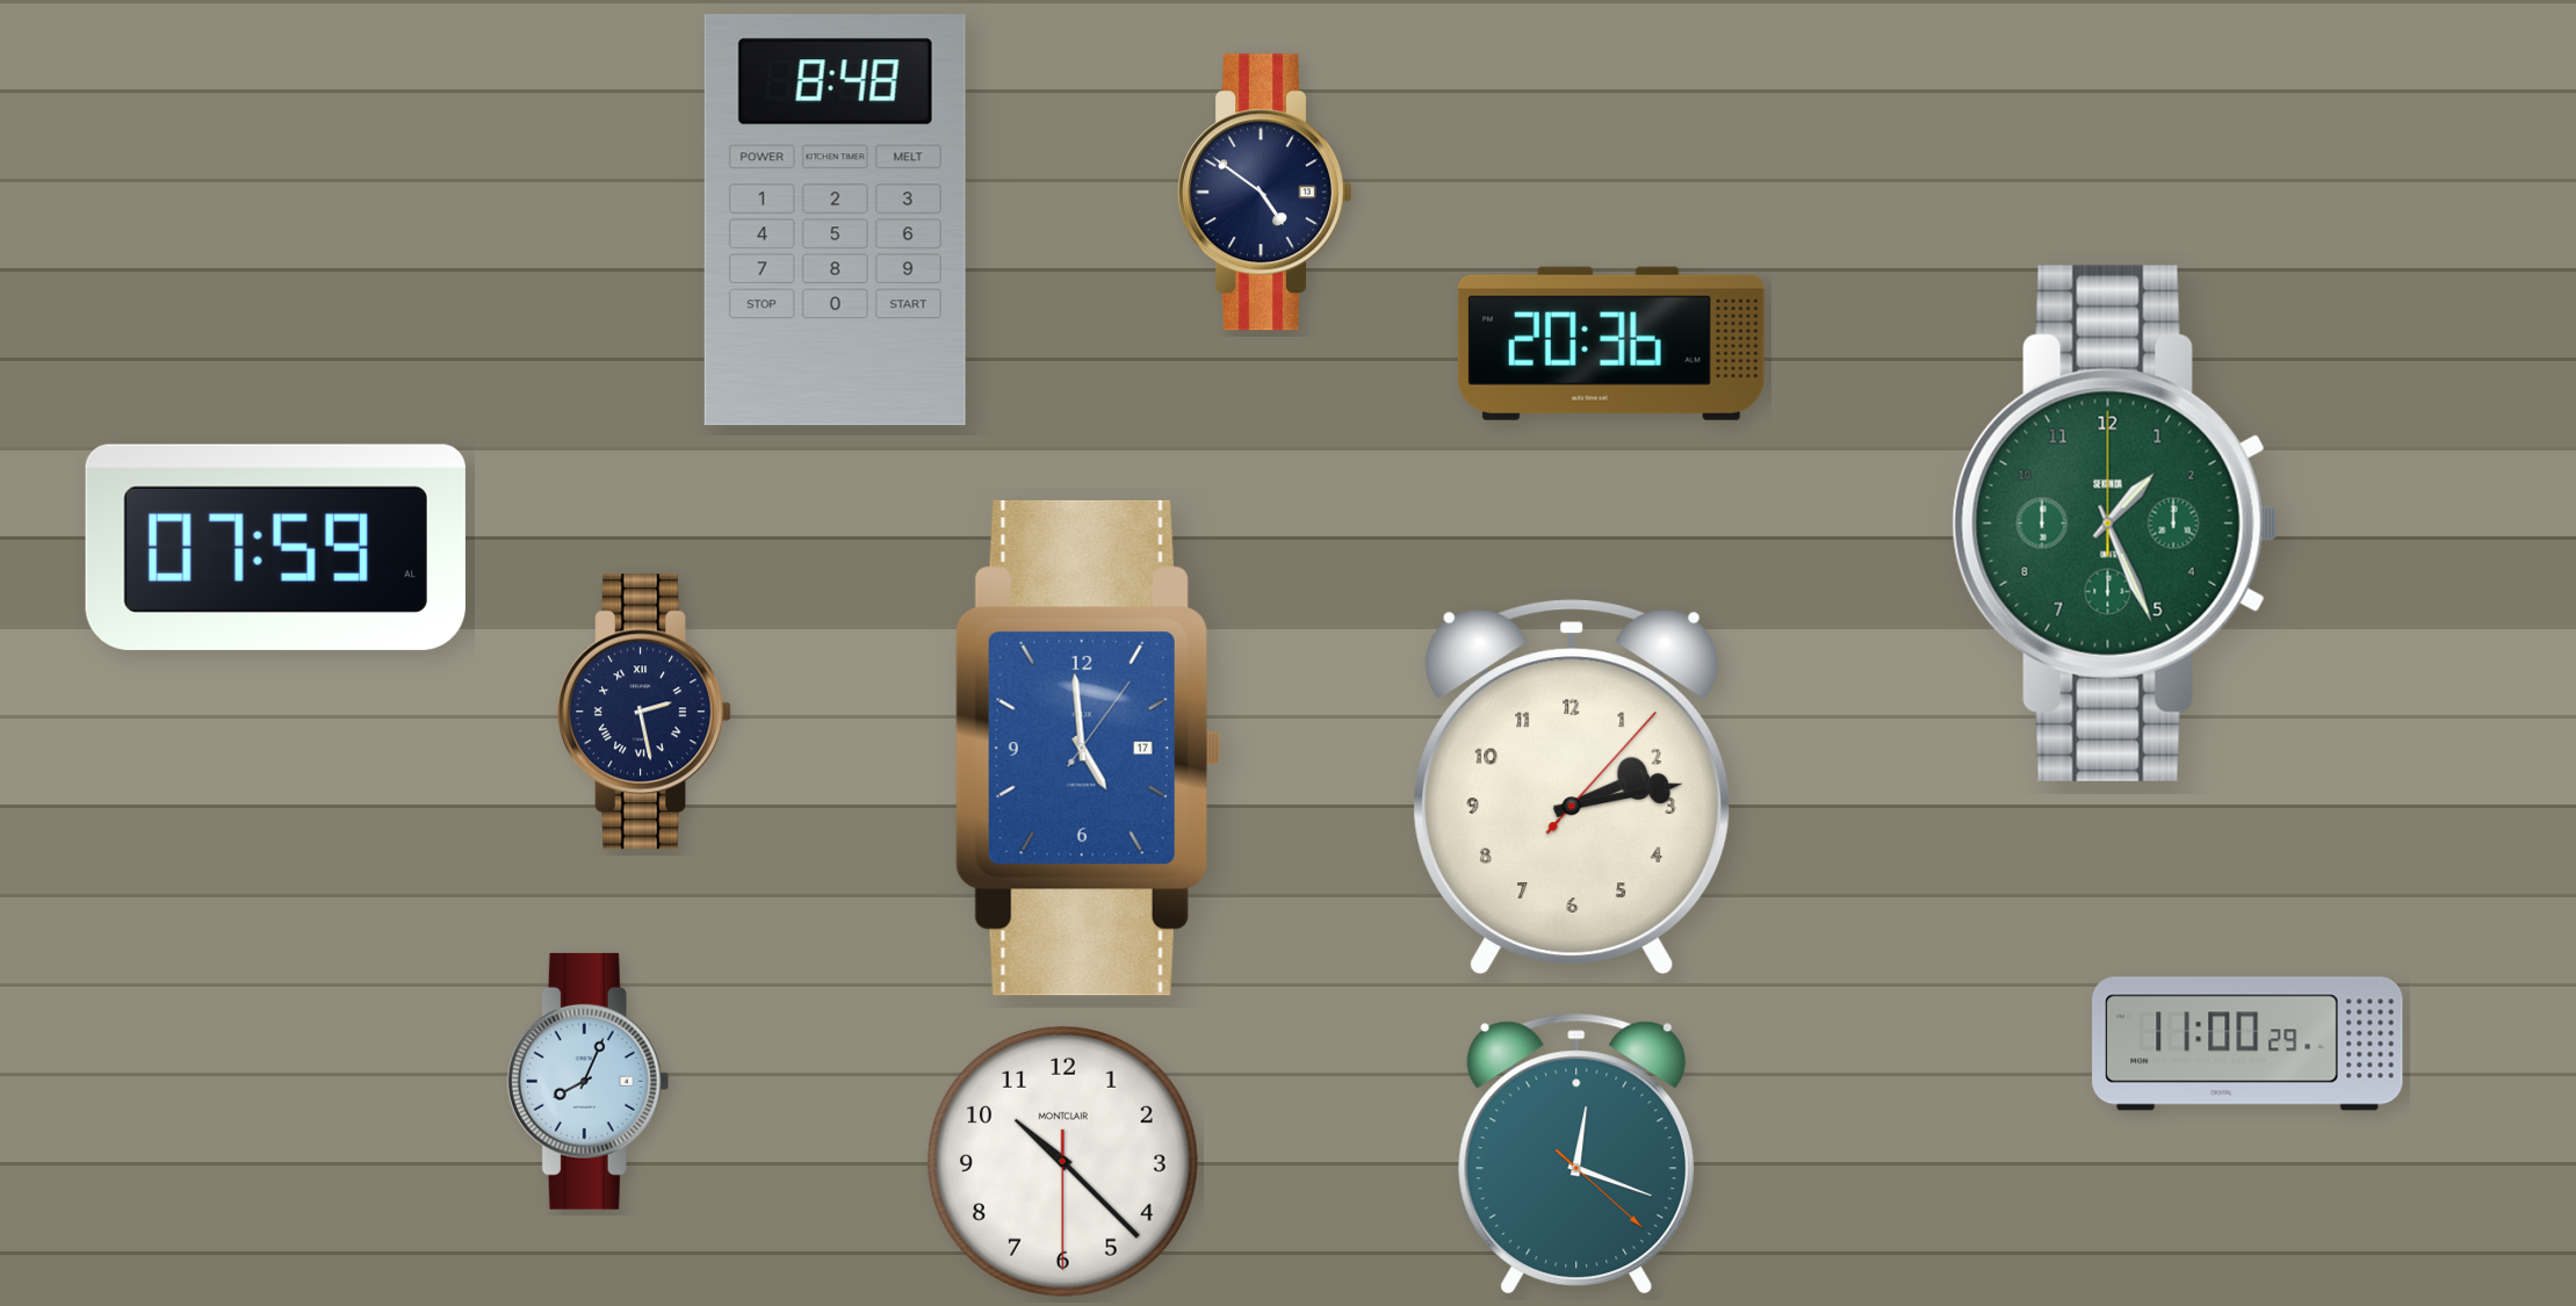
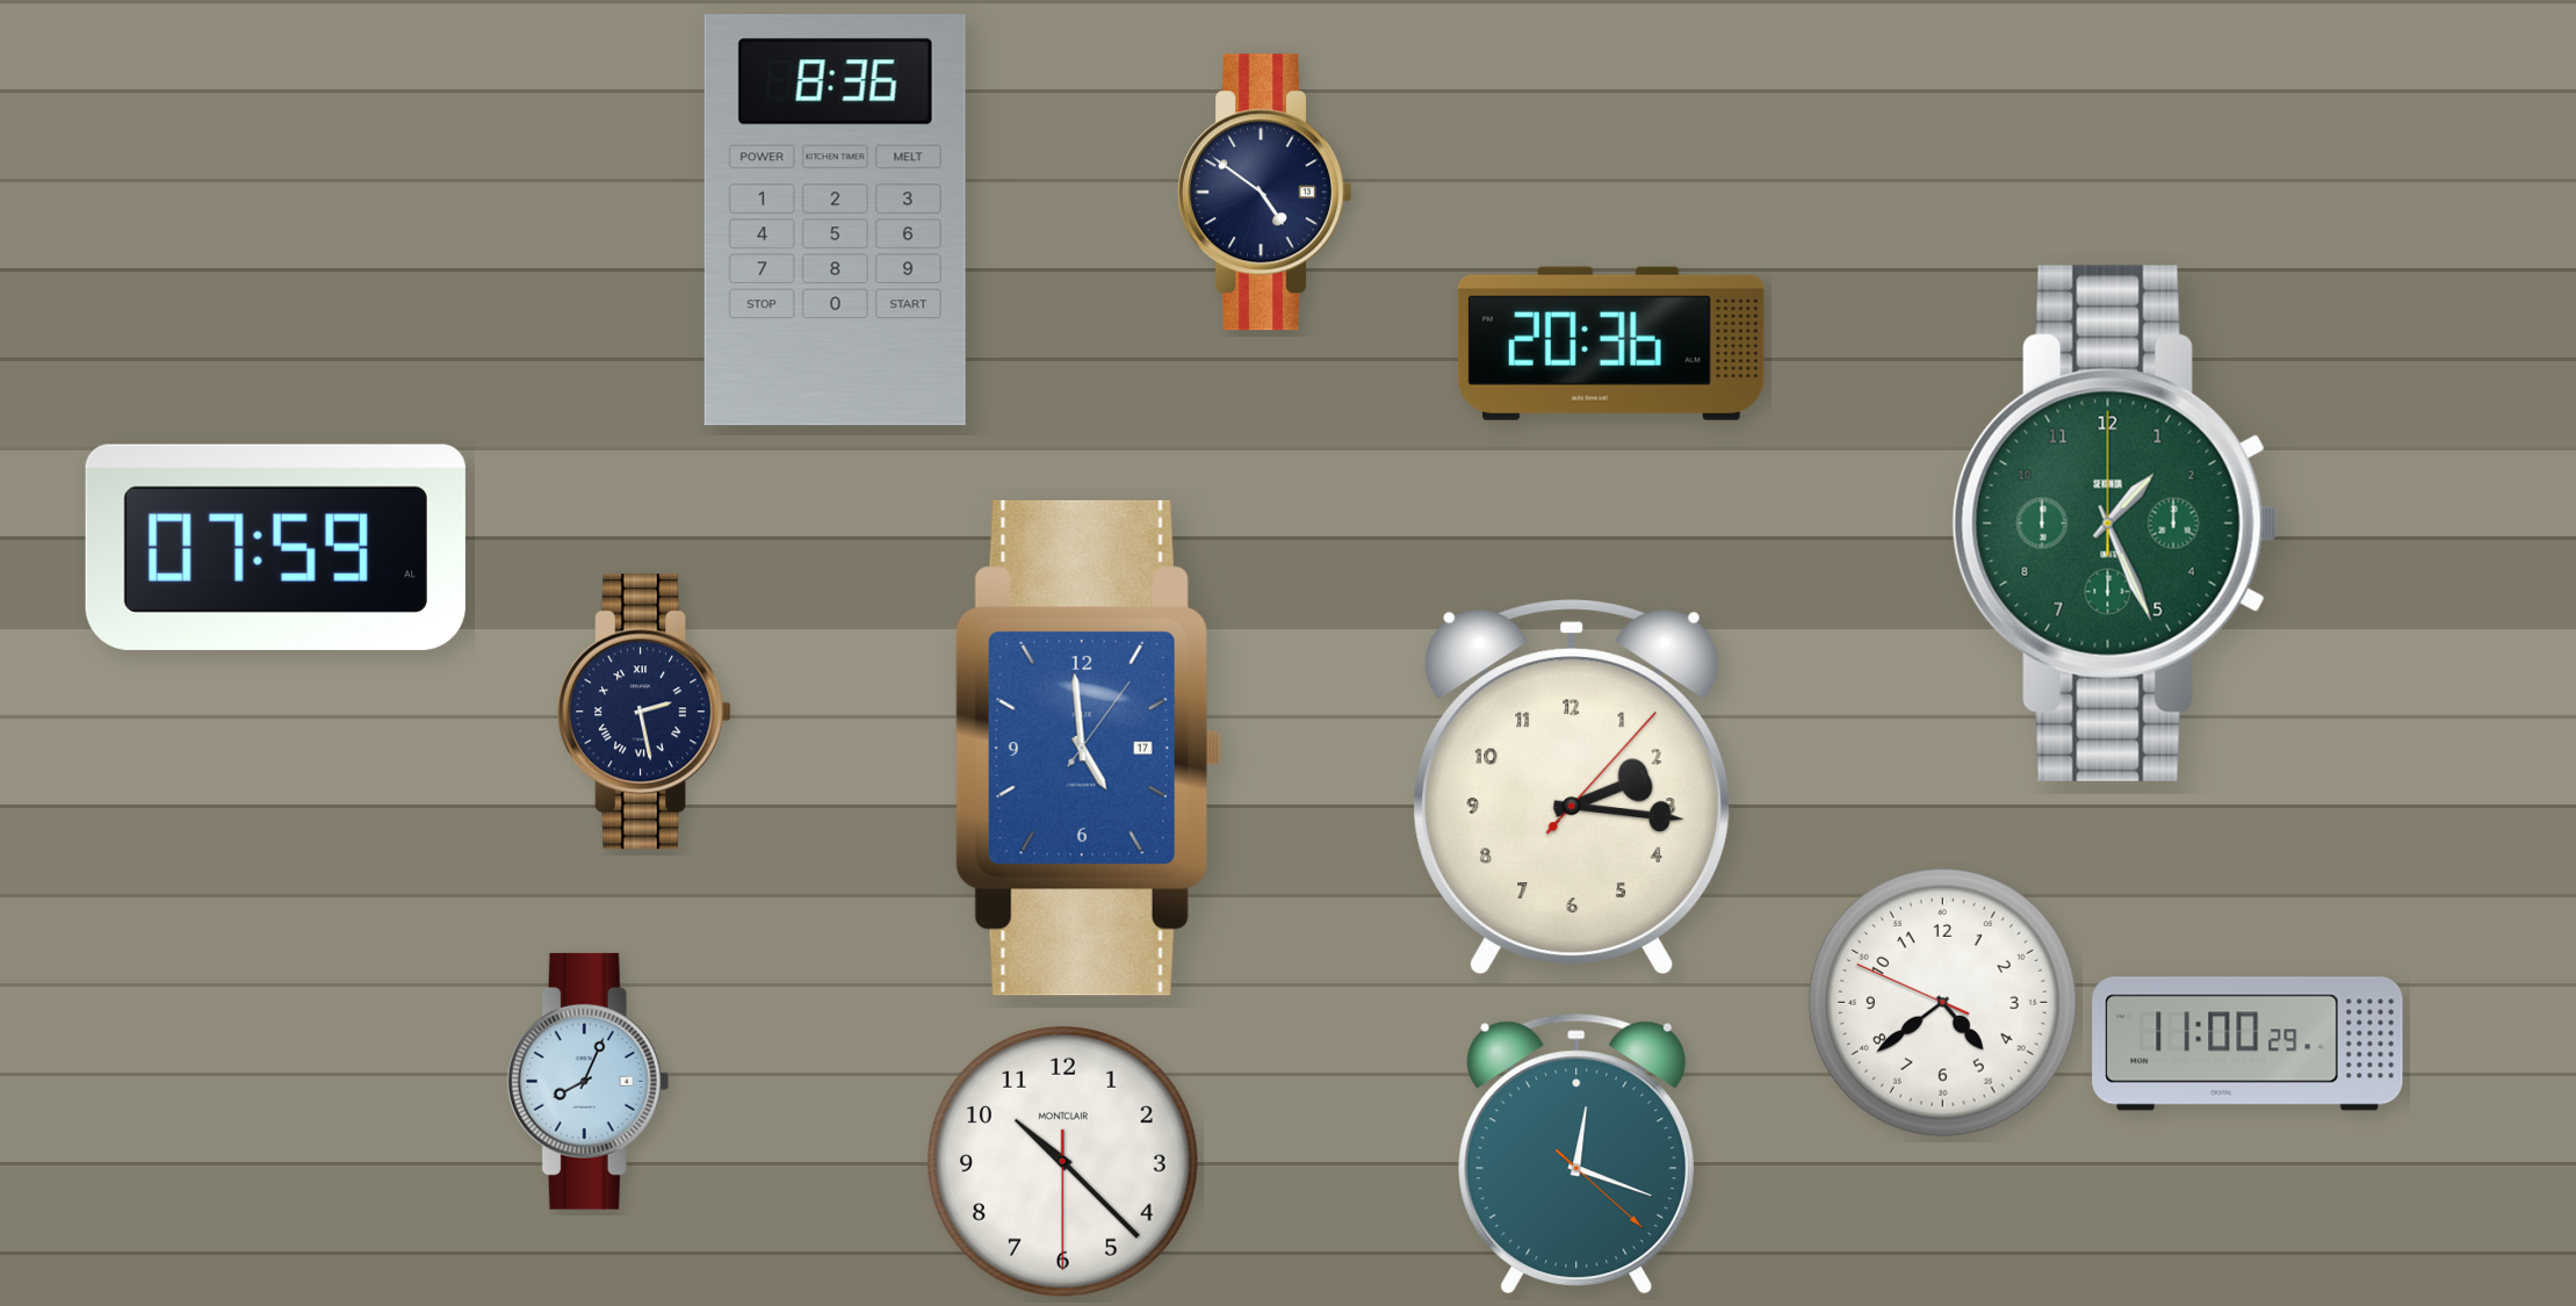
clock at (835, 221): 8:48 -> 8:36
clock at (1572, 786): 2:13 -> 2:16
clock at (1942, 1002): none -> 4:38
